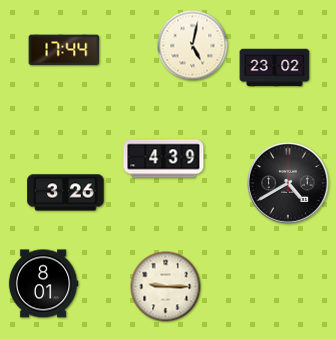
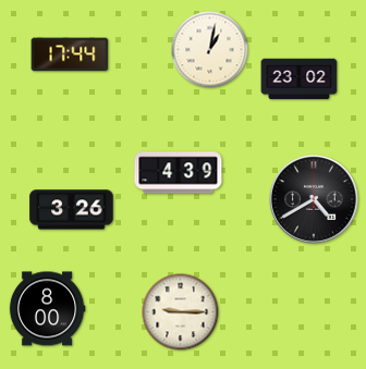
clock at (193, 46): 5:02 -> 1:02
clock at (275, 68) position: (275, 68) -> (300, 79)
clock at (43, 284): 8:01 -> 8:00
